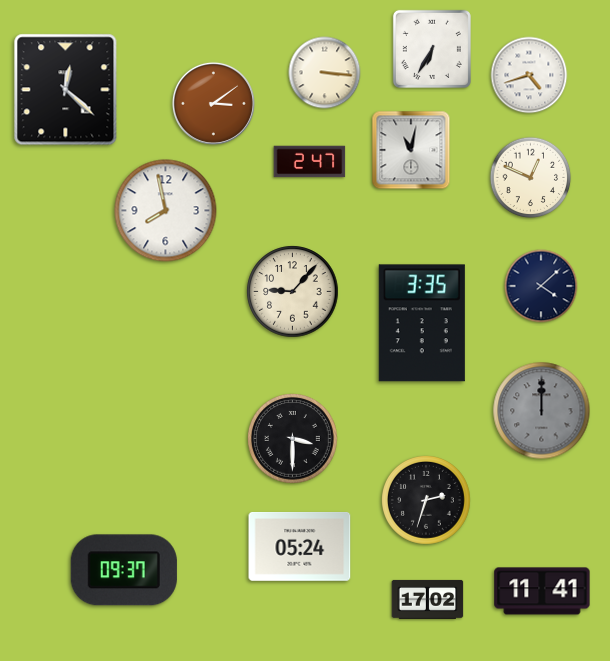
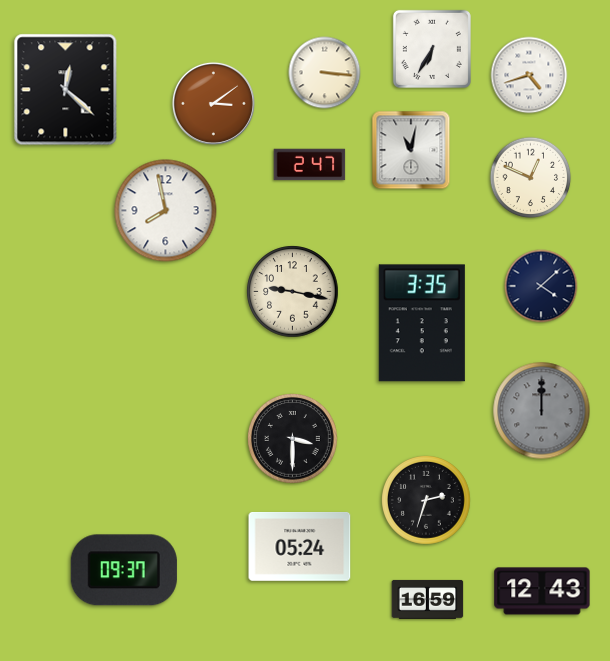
clock at (310, 162) position: (310, 162) -> (310, 165)
clock at (293, 292): 9:07 -> 9:17
clock at (542, 591): 11:41 -> 12:43
clock at (428, 599): 17:02 -> 16:59
